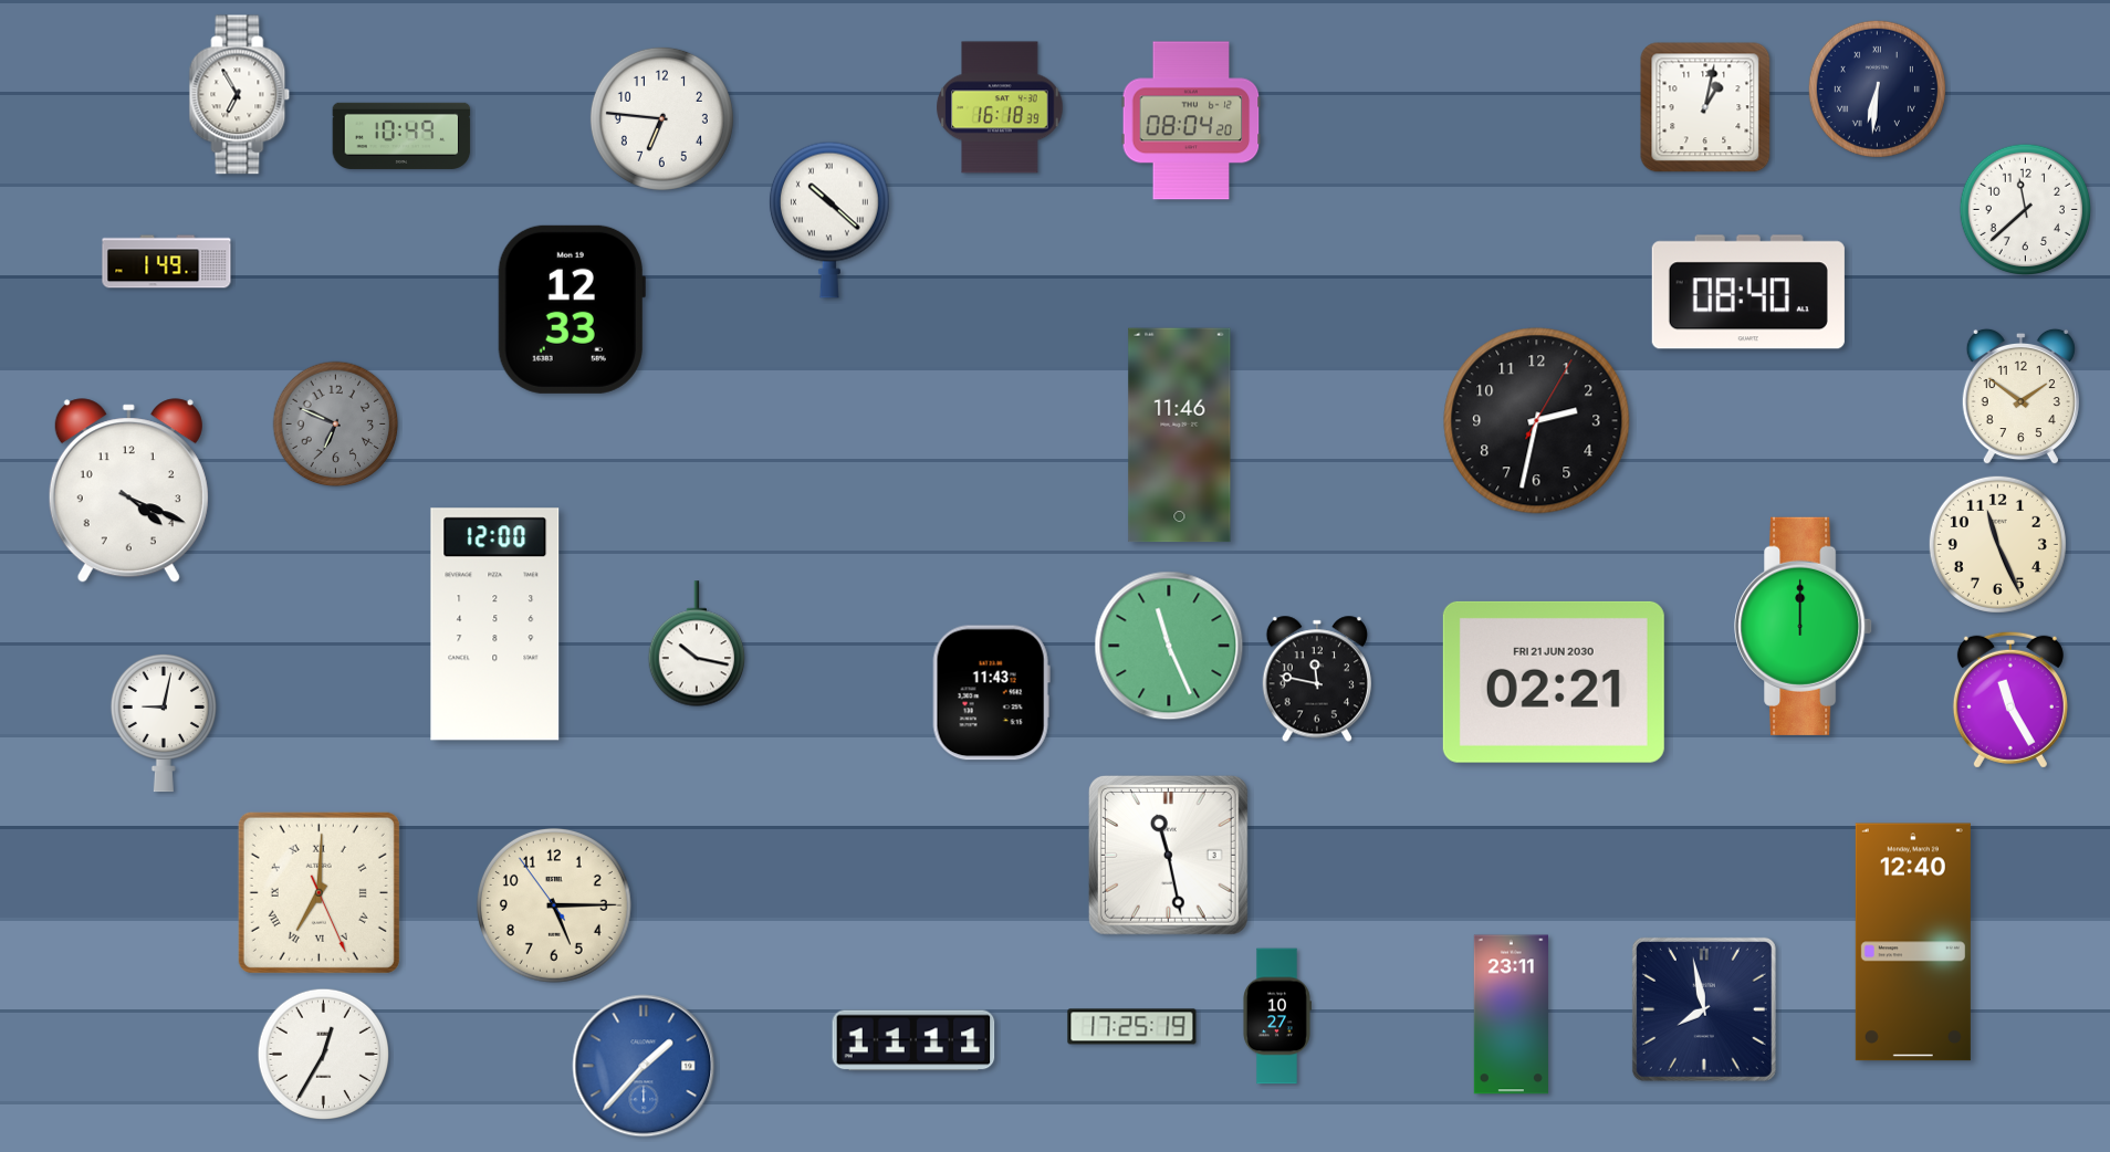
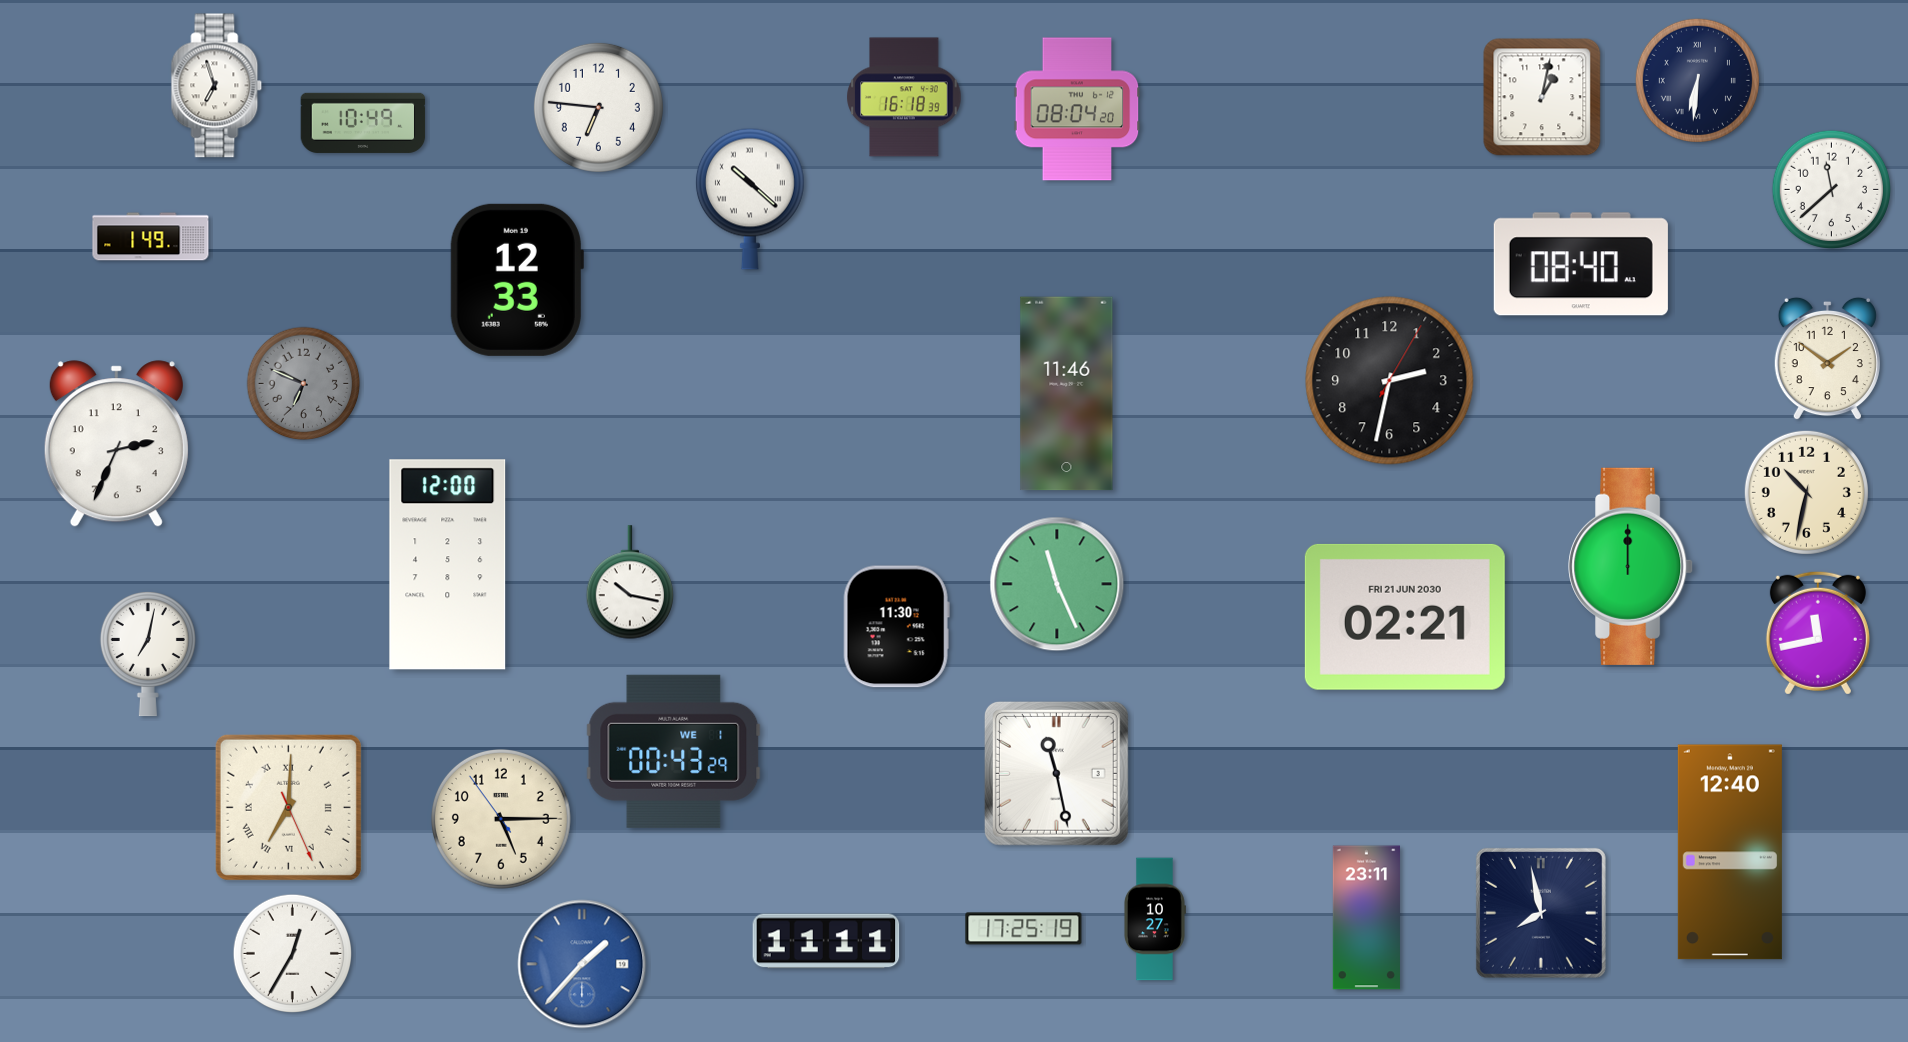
clock at (240, 95): 6:55 -> 6:57
clock at (128, 491): 4:19 -> 2:34
clock at (1997, 544): 11:26 -> 10:32
clock at (1317, 679): 11:47 -> none
clock at (991, 693): 11:43 -> 11:30
clock at (2010, 700): 11:25 -> 11:43
clock at (164, 723): 9:02 -> 7:02
clock at (674, 751): none -> 00:43
